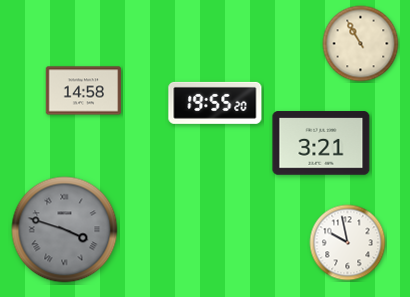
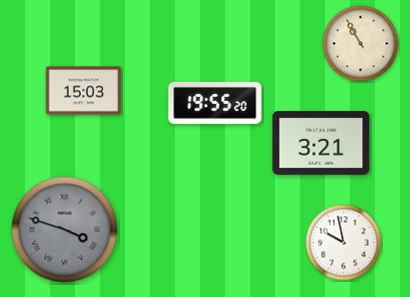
clock at (84, 91): 14:58 -> 15:03
clock at (348, 243) position: (348, 243) -> (344, 243)
